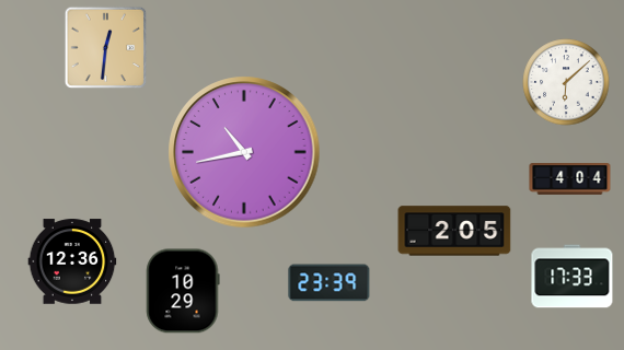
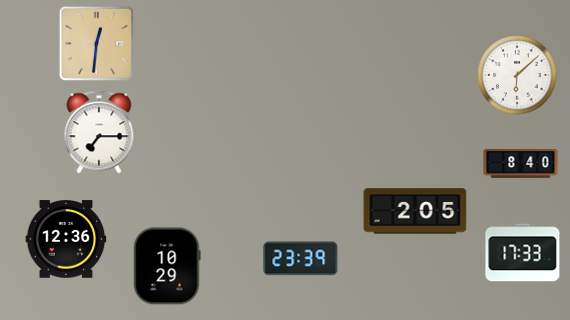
clock at (99, 132): none -> 7:15
clock at (244, 152): 10:43 -> none
clock at (570, 179): 4:04 -> 8:40
